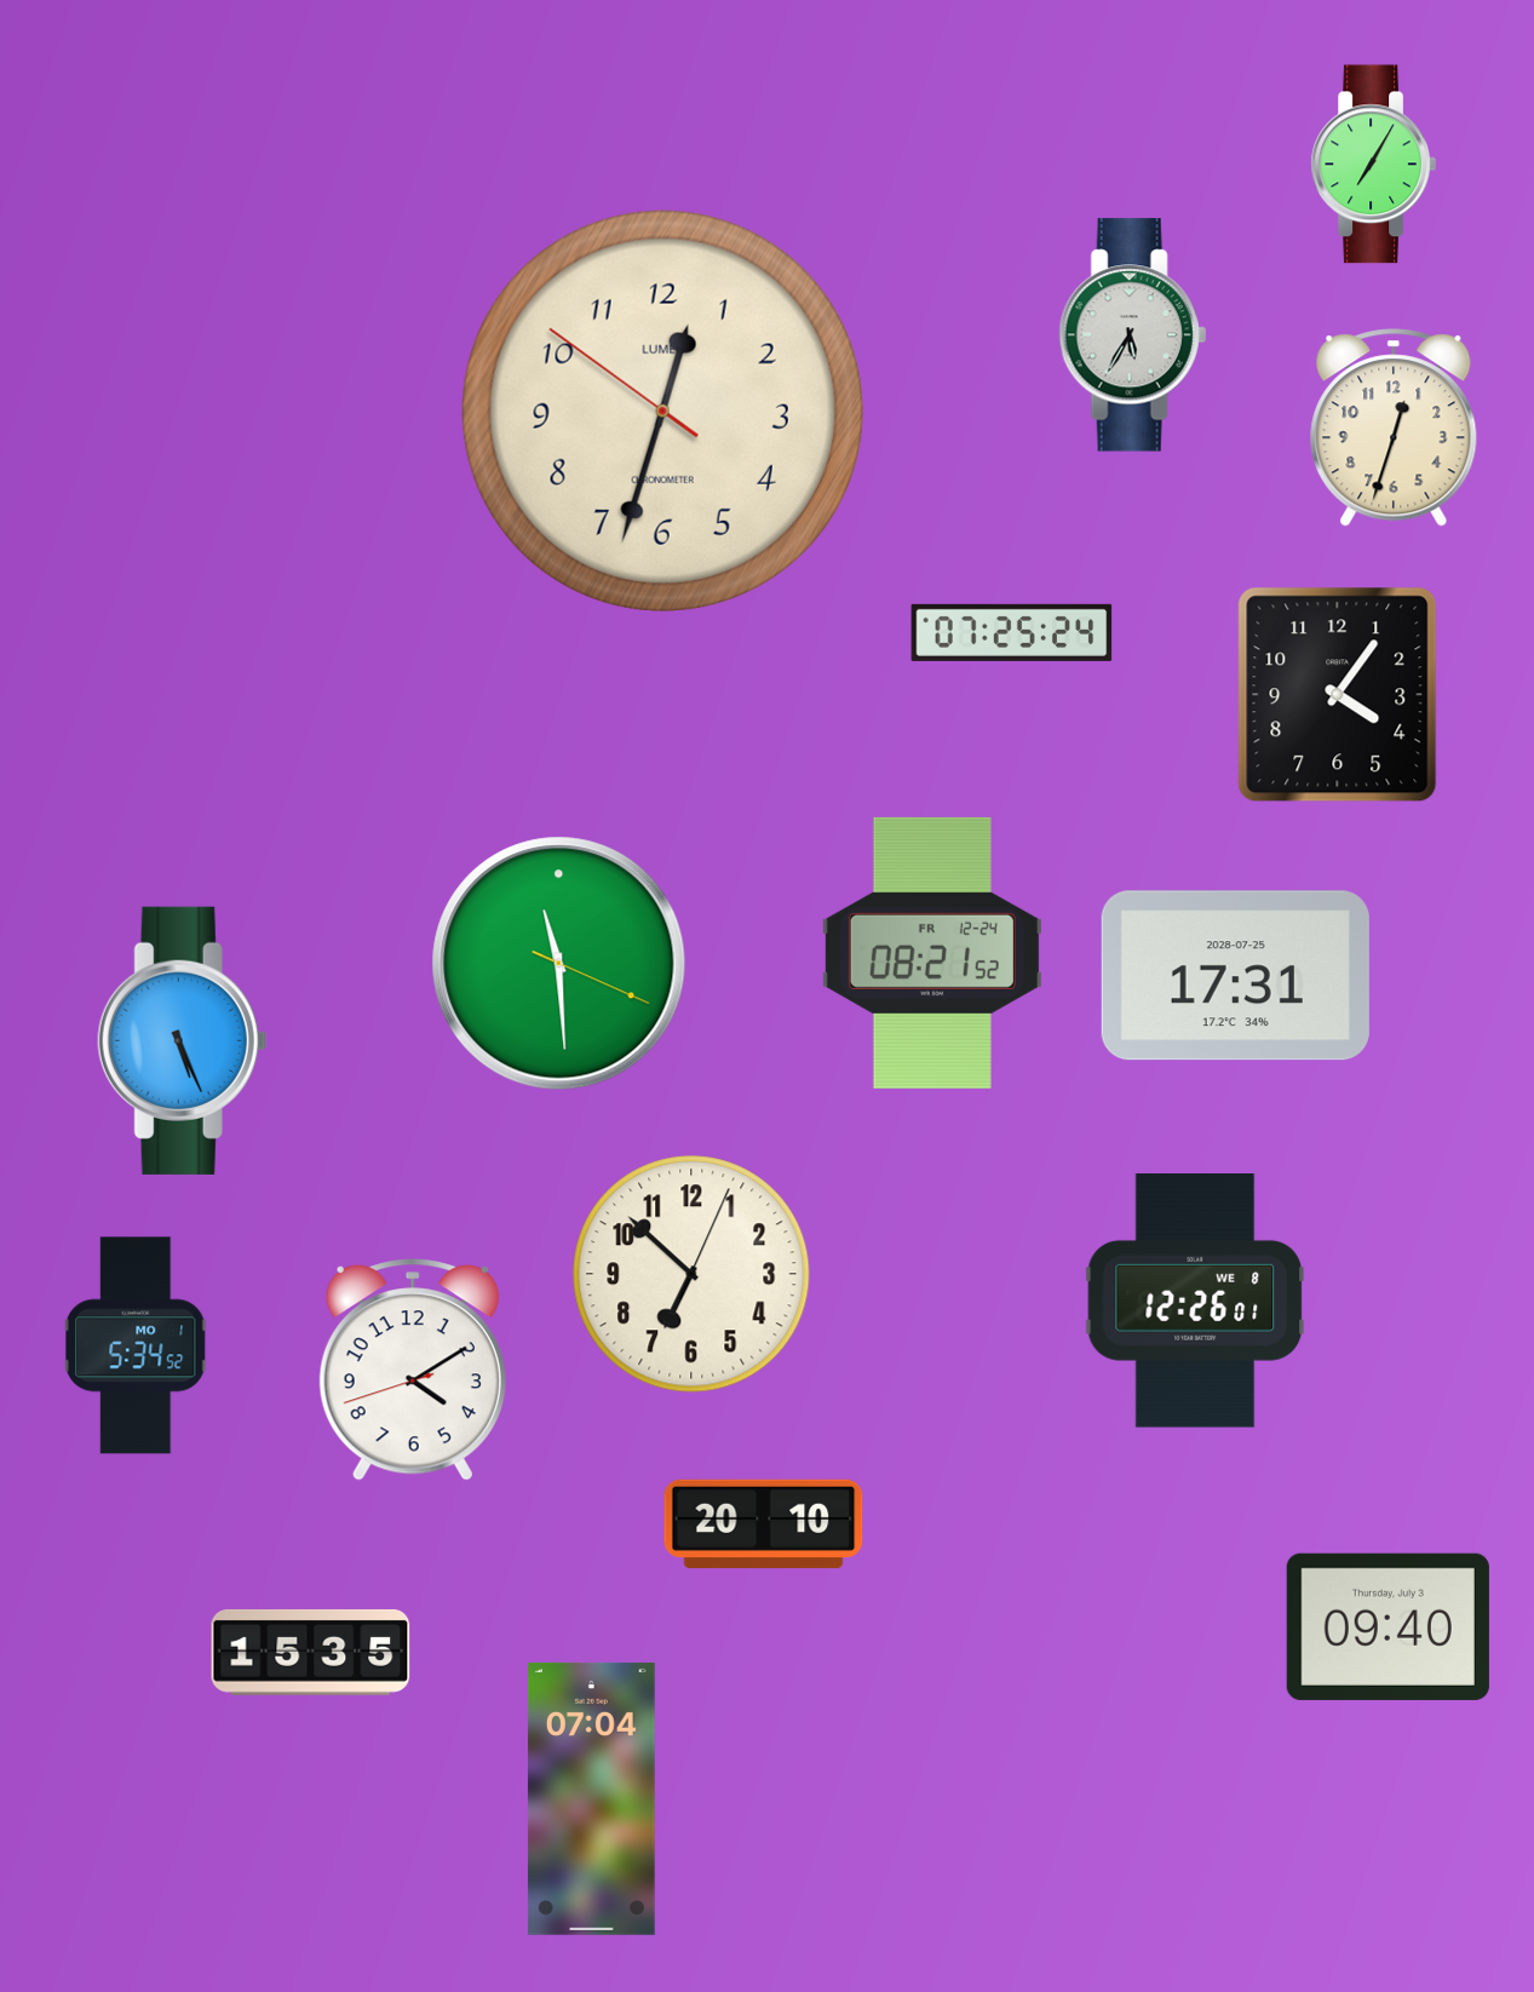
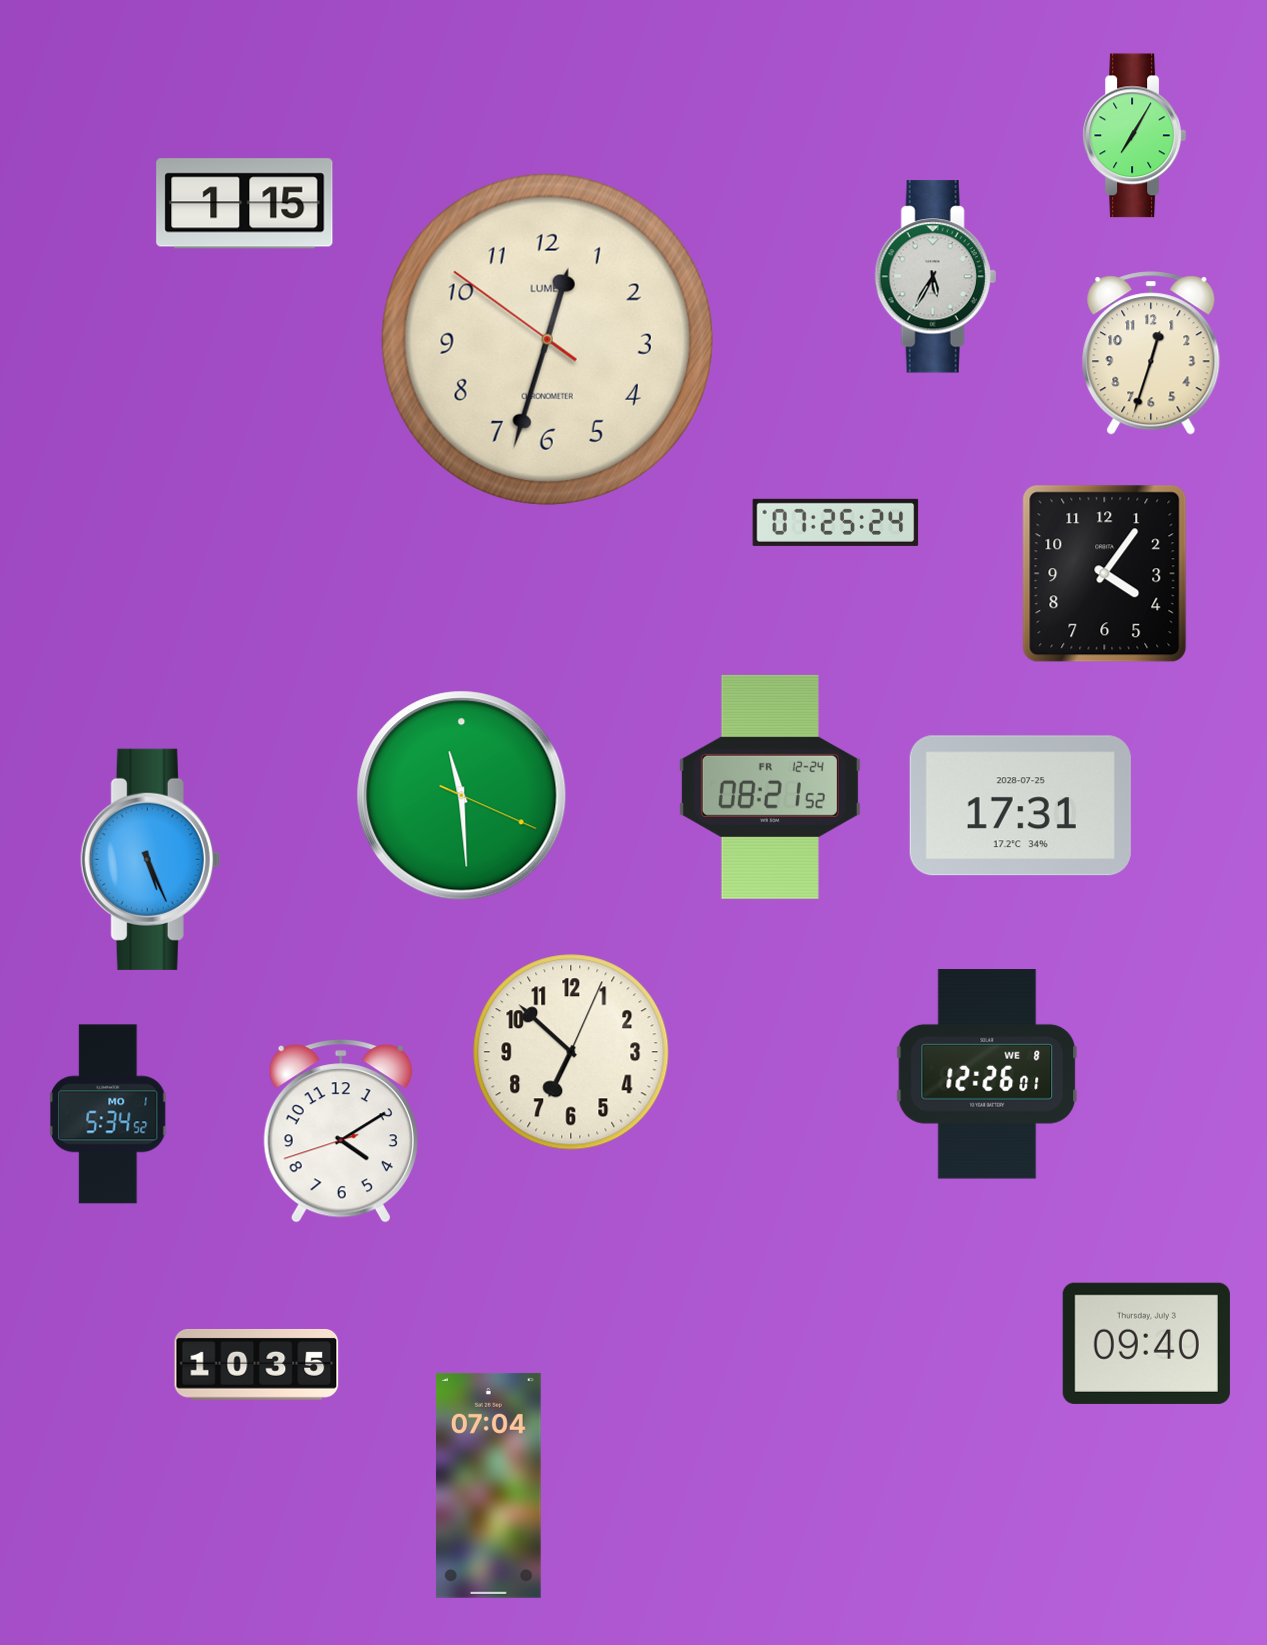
clock at (245, 204): none -> 1:15
clock at (136, 1345) position: (136, 1345) -> (108, 1114)
clock at (764, 1523): 20:10 -> none
clock at (311, 1652): 15:35 -> 10:35
